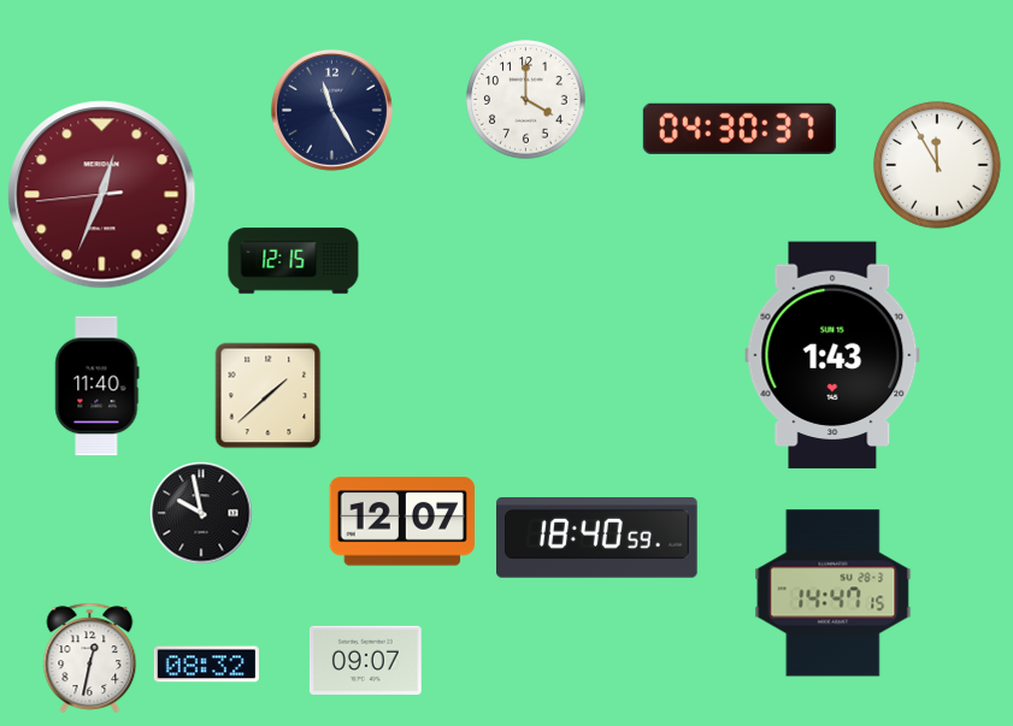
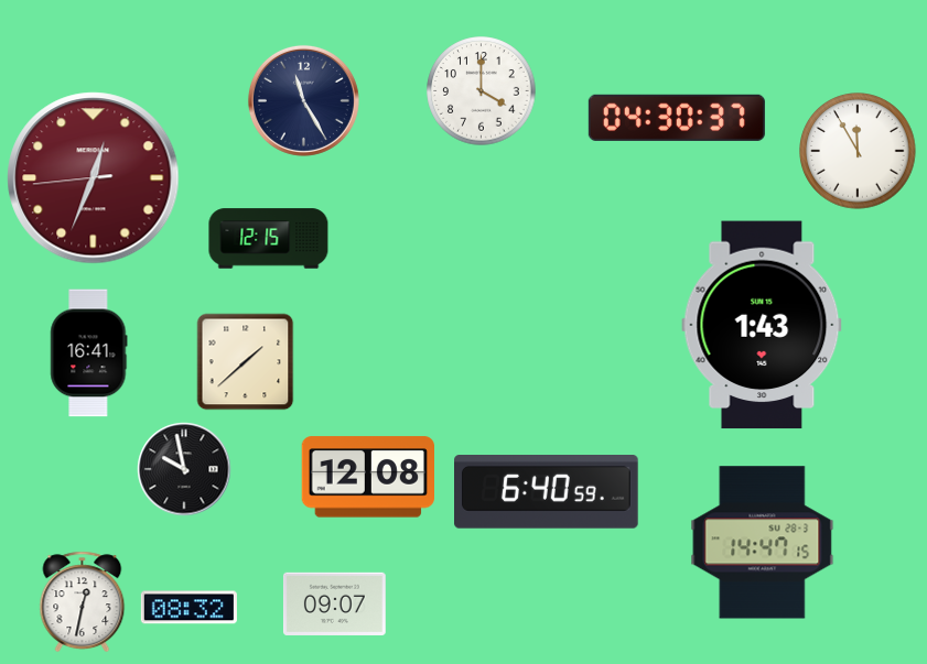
clock at (98, 386): 11:40 -> 16:41
clock at (401, 521): 12:07 -> 12:08
clock at (597, 538): 18:40 -> 6:40
